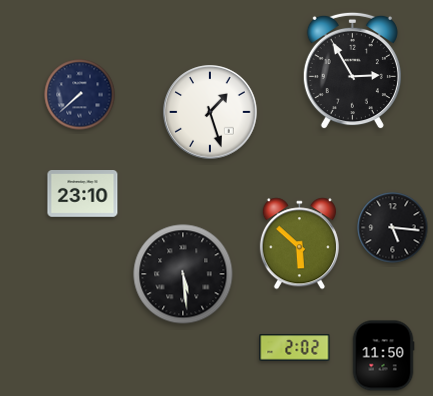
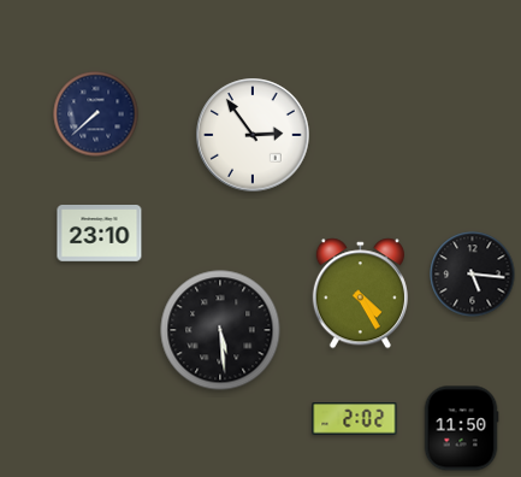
clock at (352, 71): 2:55 -> none
clock at (210, 112): 1:27 -> 2:54
clock at (299, 244): 5:52 -> 4:25
